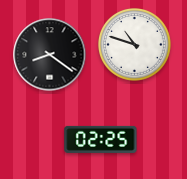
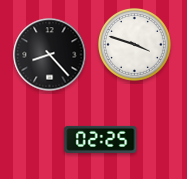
clock at (135, 45): 10:48 -> 3:48
clock at (50, 55): 8:21 -> 8:23
